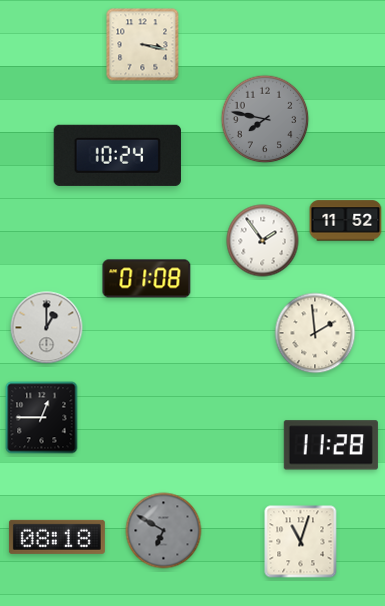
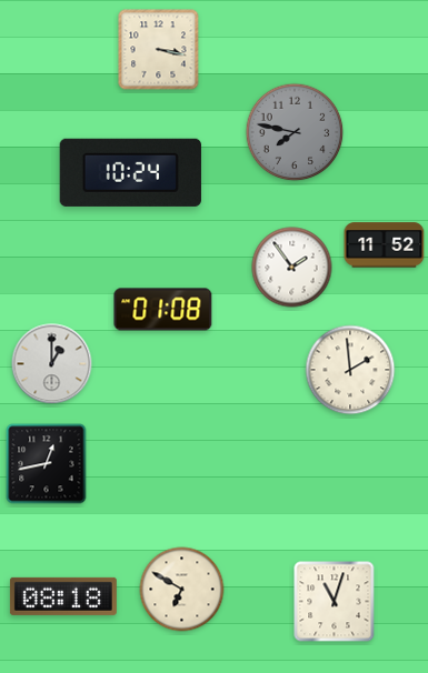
clock at (42, 418): 12:45 -> 12:43
clock at (331, 445): 11:28 -> none
clock at (164, 531) dial: grey -> cream
